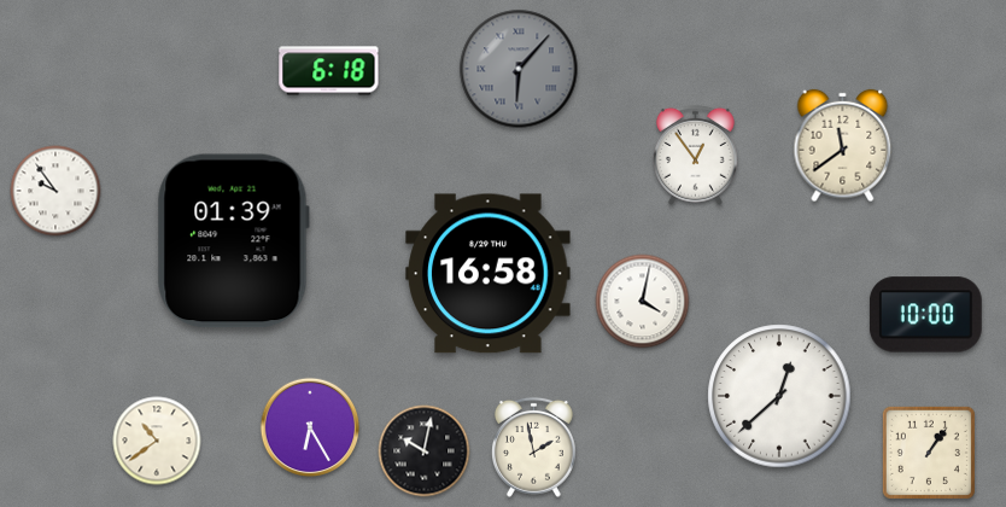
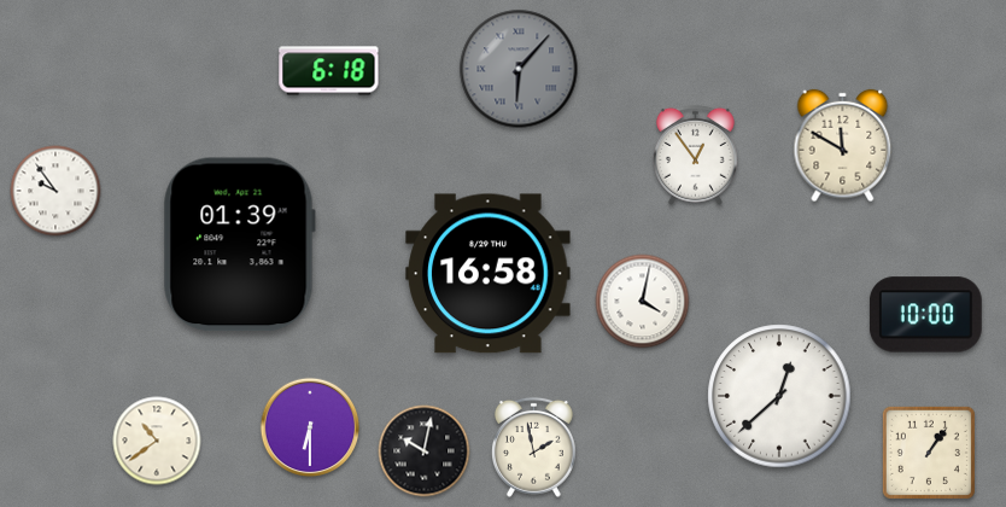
clock at (843, 146): 11:39 -> 11:50
clock at (233, 241) position: (233, 241) -> (239, 245)
clock at (310, 427): 6:25 -> 6:30
